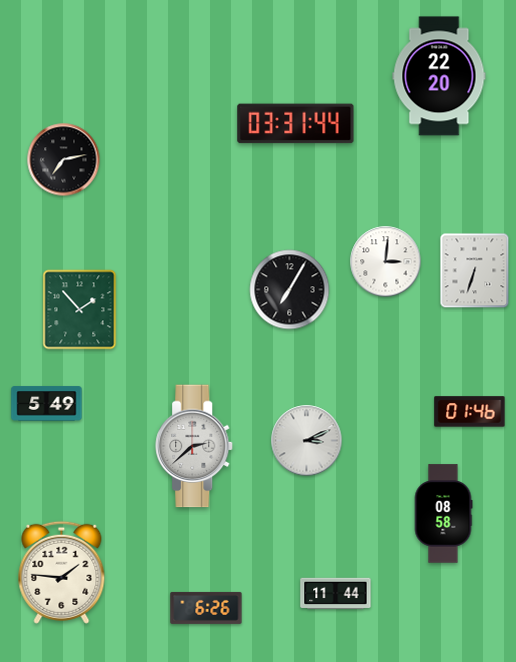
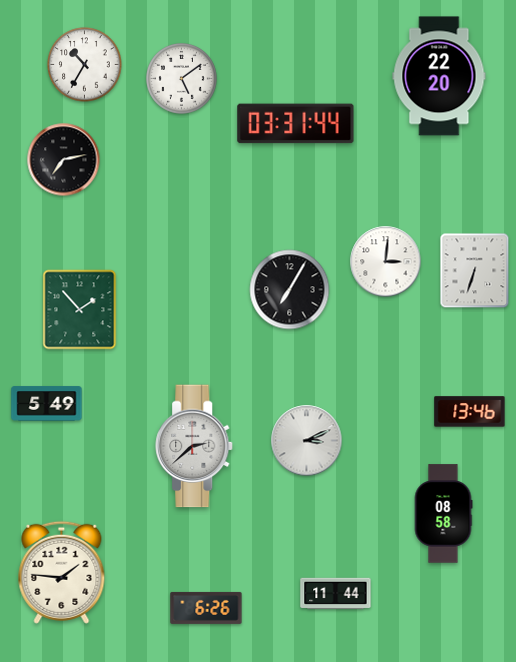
clock at (85, 65): none -> 10:35
clock at (182, 79): none -> 5:09
clock at (470, 412): 01:46 -> 13:46
